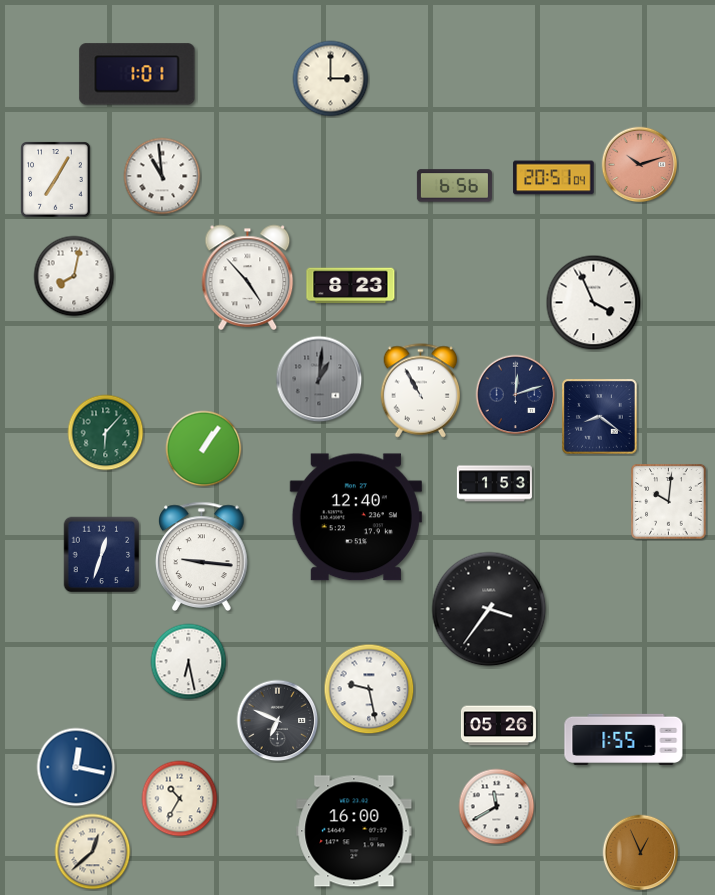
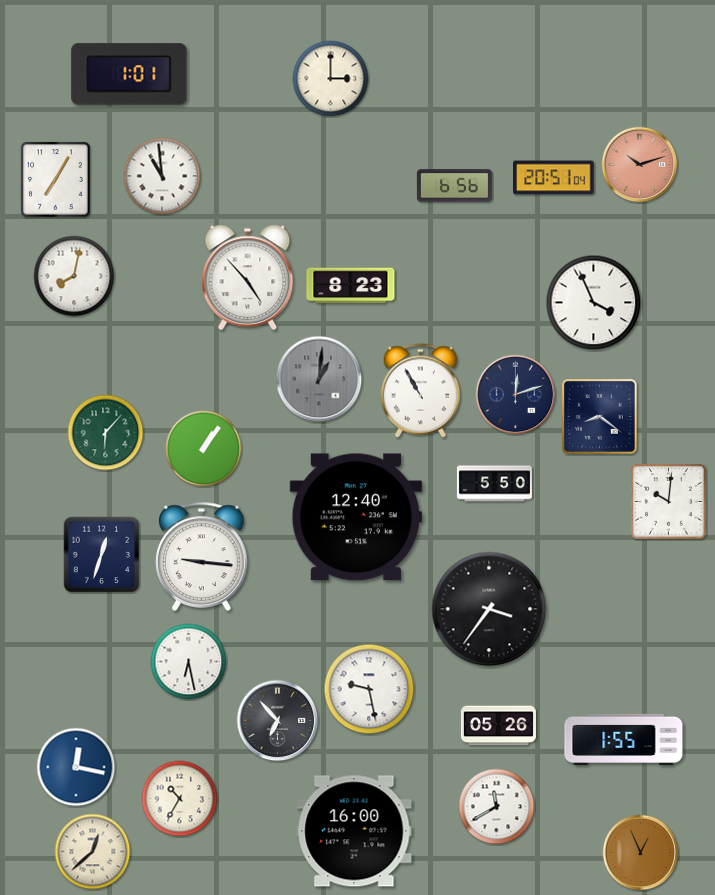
clock at (137, 74) position: (137, 74) -> (129, 74)
clock at (494, 484): 1:53 -> 5:50
clock at (278, 721): 6:49 -> 6:53
